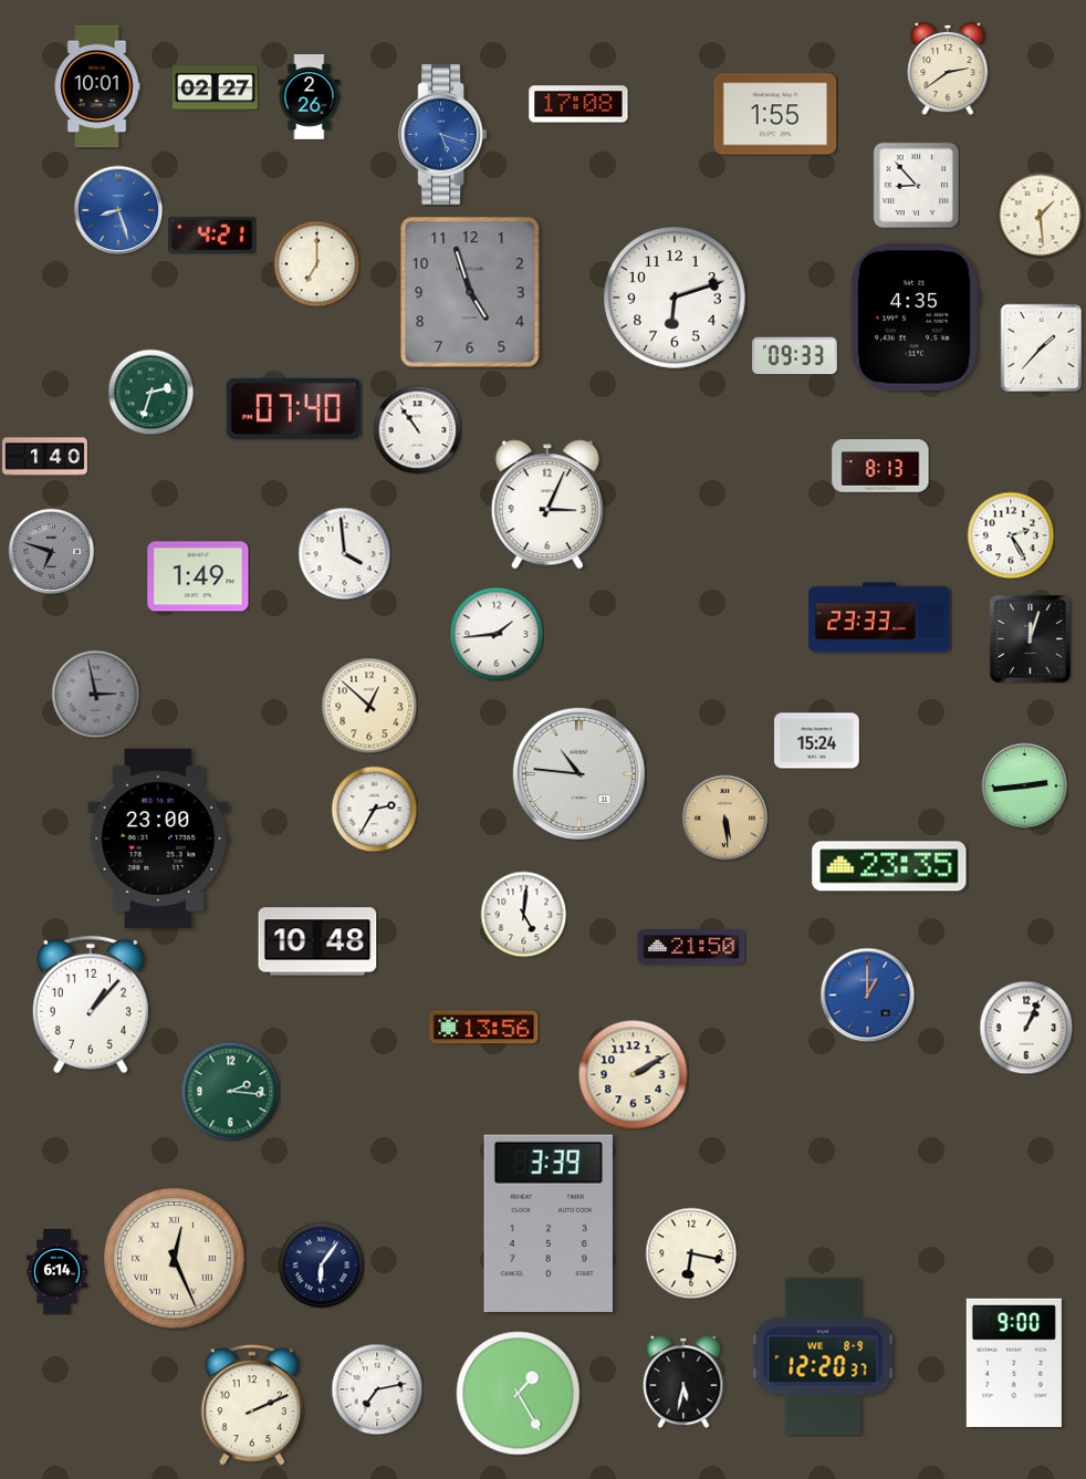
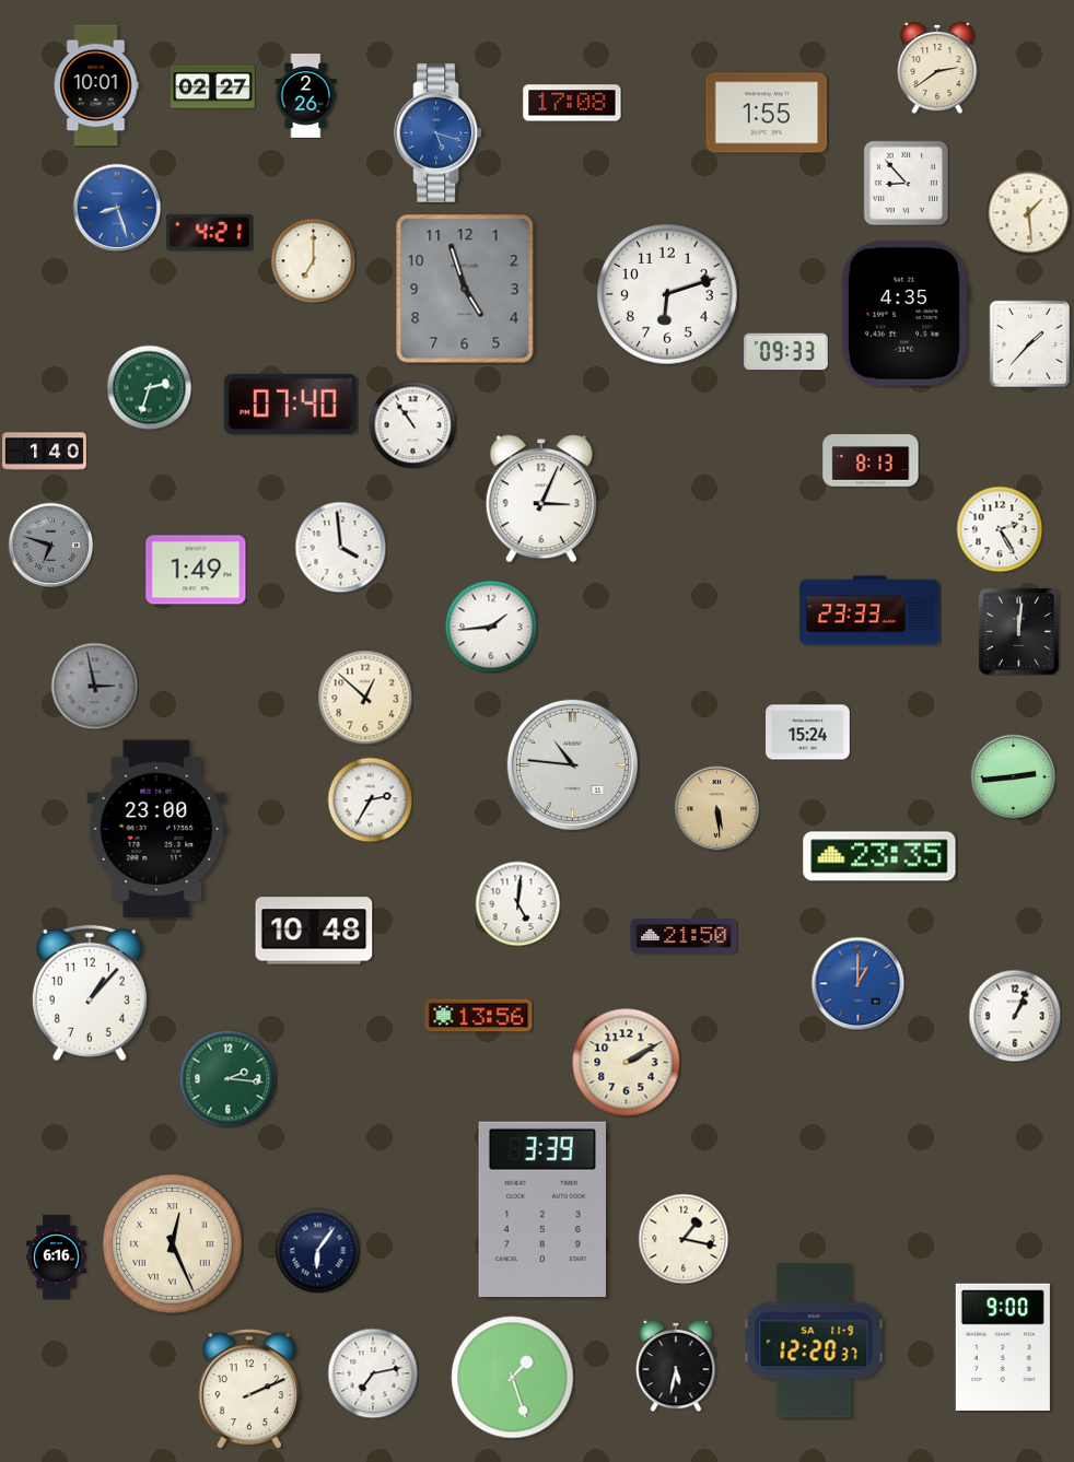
clock at (1030, 638): 12:03 -> 12:01
clock at (691, 1253): 6:17 -> 1:17
clock at (58, 1272): 6:14 -> 6:16
clock at (823, 1356) date: WE 8-9 -> SA 11-9
clock at (519, 1394): 1:25 -> 1:27
